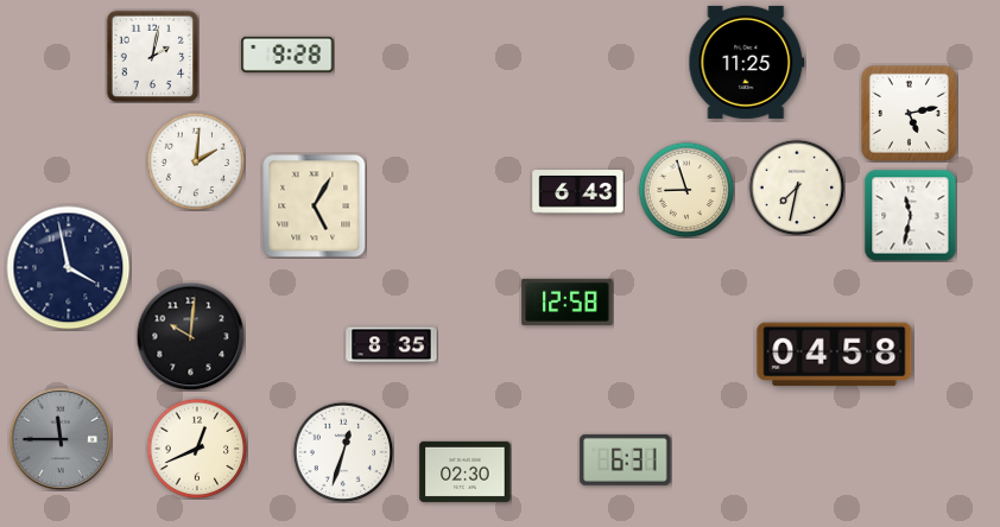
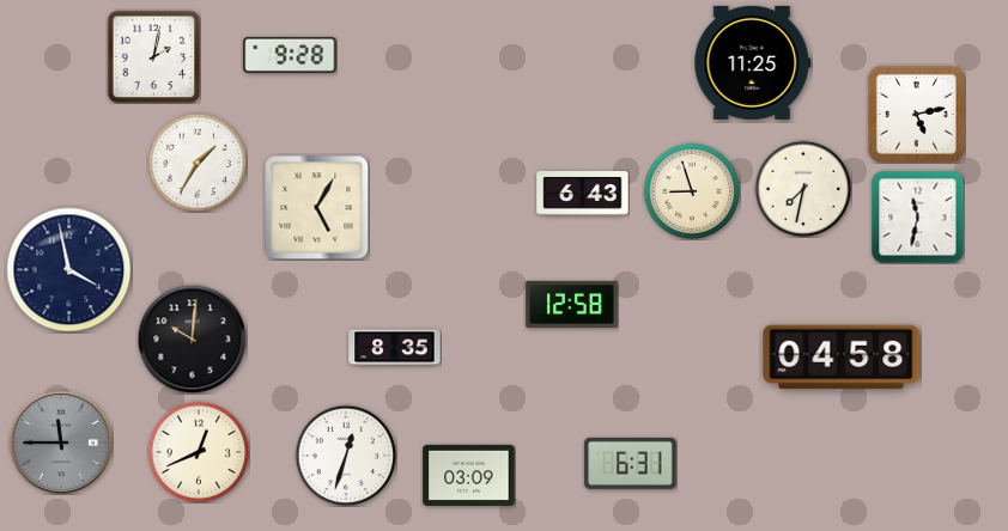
clock at (196, 161): 2:01 -> 1:35
clock at (466, 471): 02:30 -> 03:09
